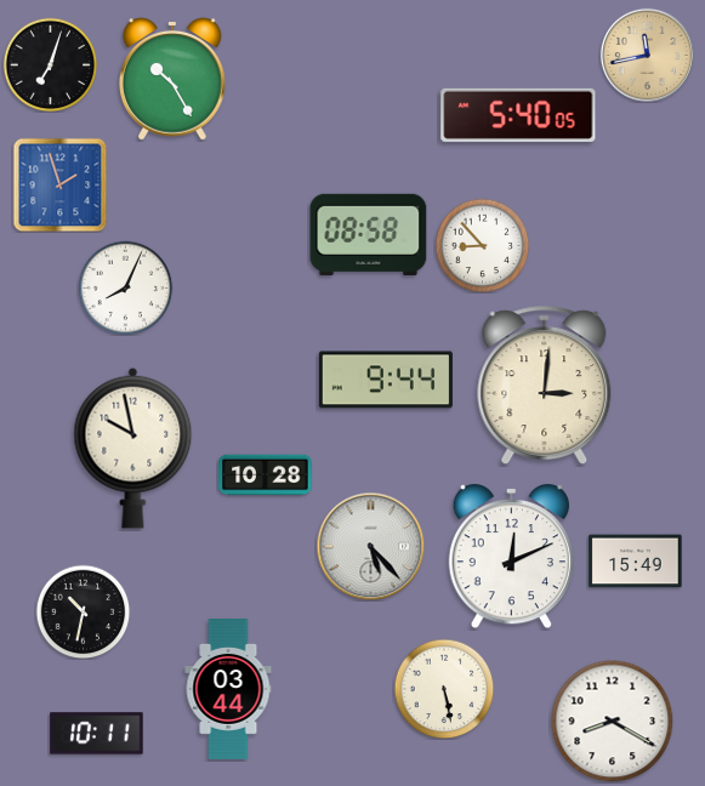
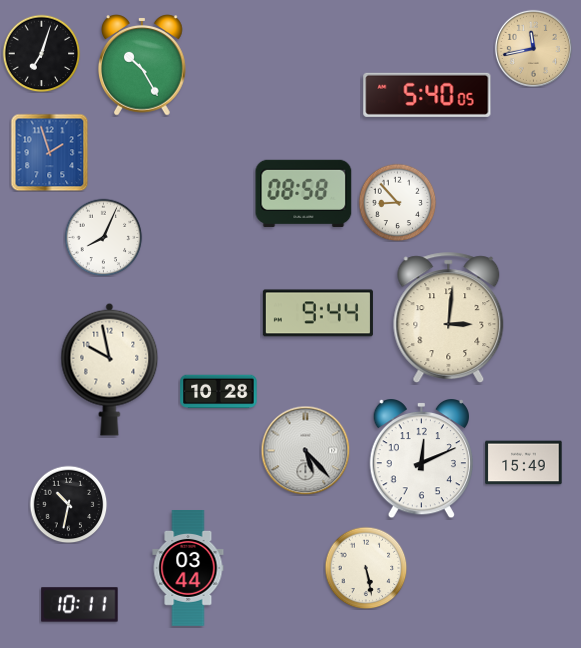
clock at (647, 55) position: (647, 55) -> (533, 48)
clock at (613, 722): 8:20 -> none
